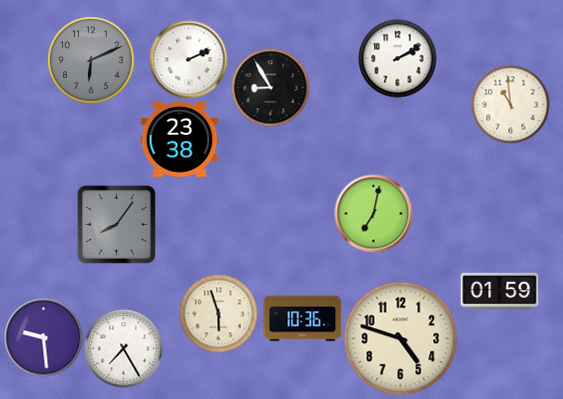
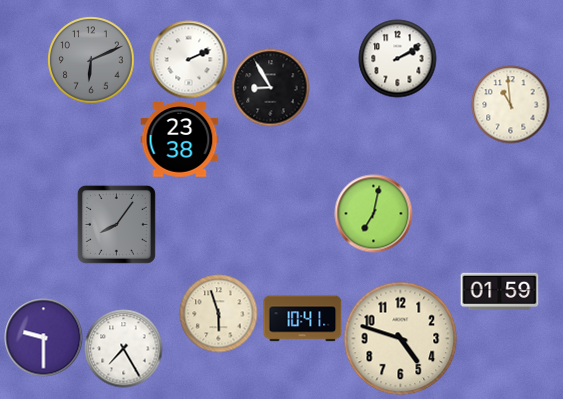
clock at (302, 319): 10:36 -> 10:41
clock at (43, 337): 9:29 -> 9:30
